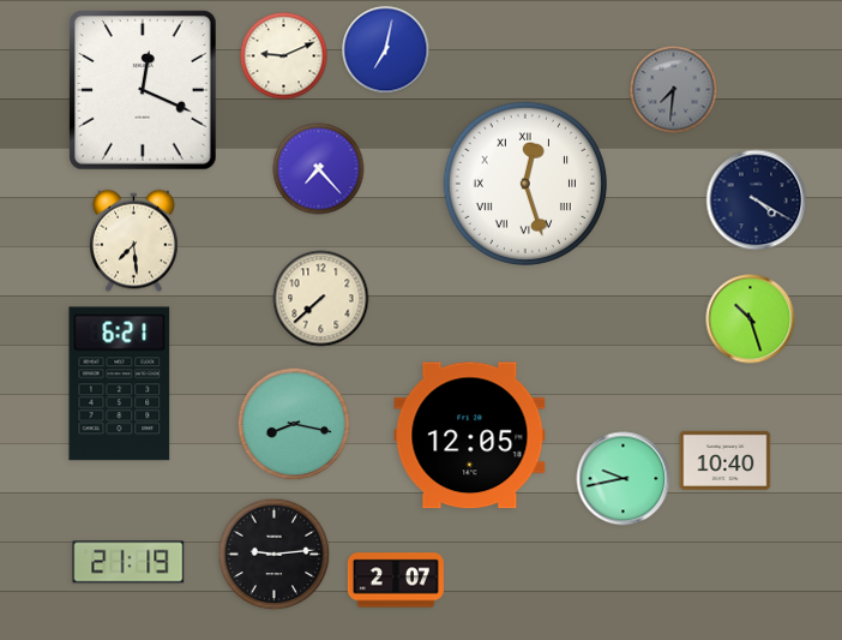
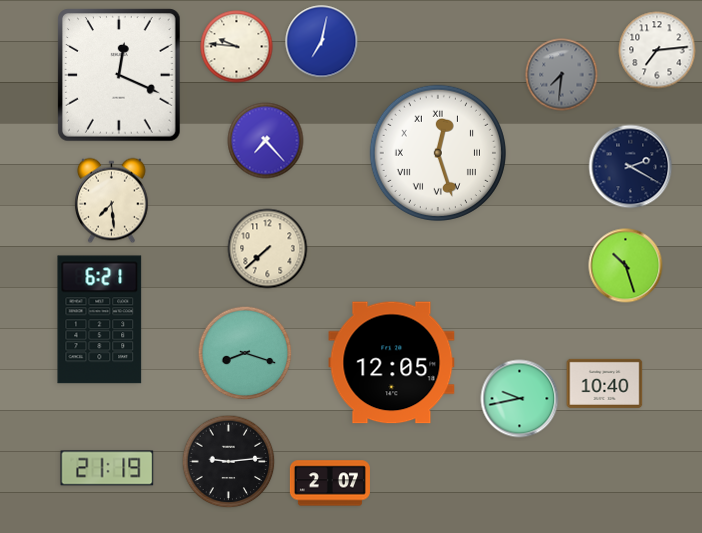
clock at (284, 56): 9:11 -> 9:46
clock at (657, 50): none -> 7:14
clock at (757, 201): 4:20 -> 2:20
clock at (294, 424): 8:17 -> 8:18
